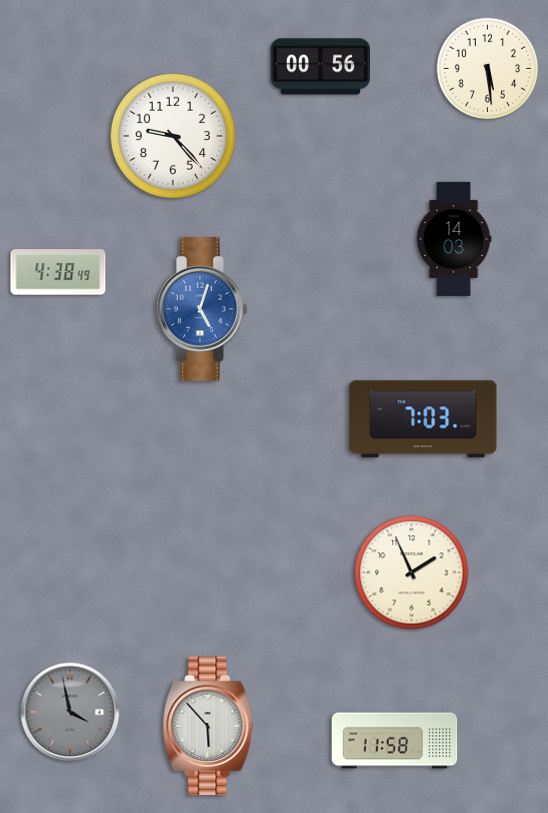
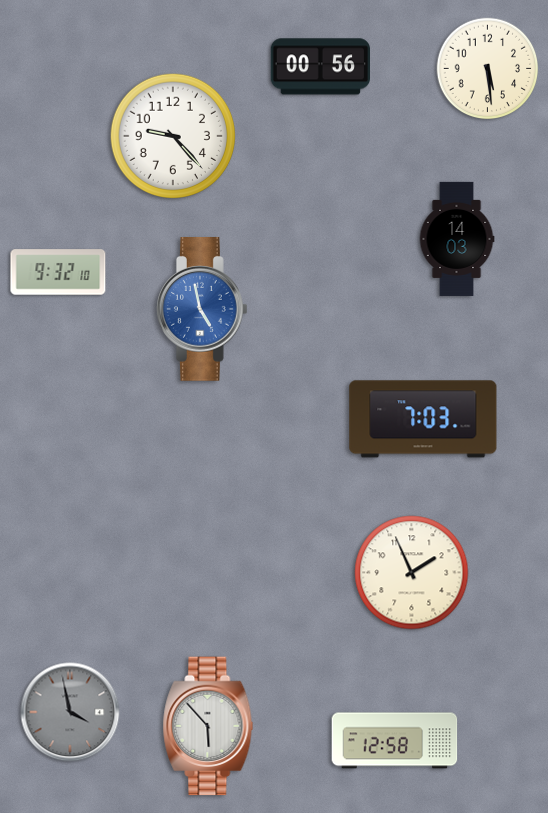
clock at (454, 239) position: (454, 239) -> (457, 239)
clock at (58, 272): 4:38 -> 9:32
clock at (203, 309): 5:03 -> 4:58
clock at (395, 741): 11:58 -> 12:58
